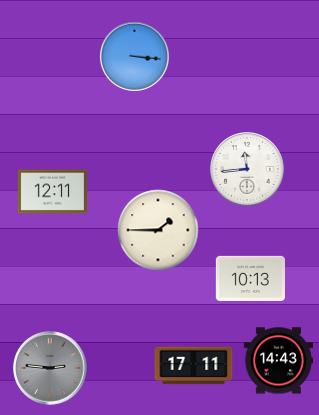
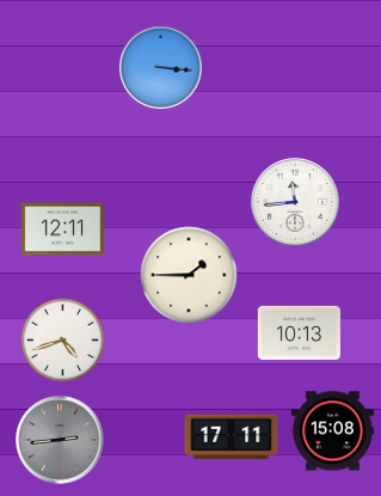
clock at (63, 341): none -> 4:42
clock at (278, 361): 14:43 -> 15:08
clock at (50, 368): 2:46 -> 2:44
